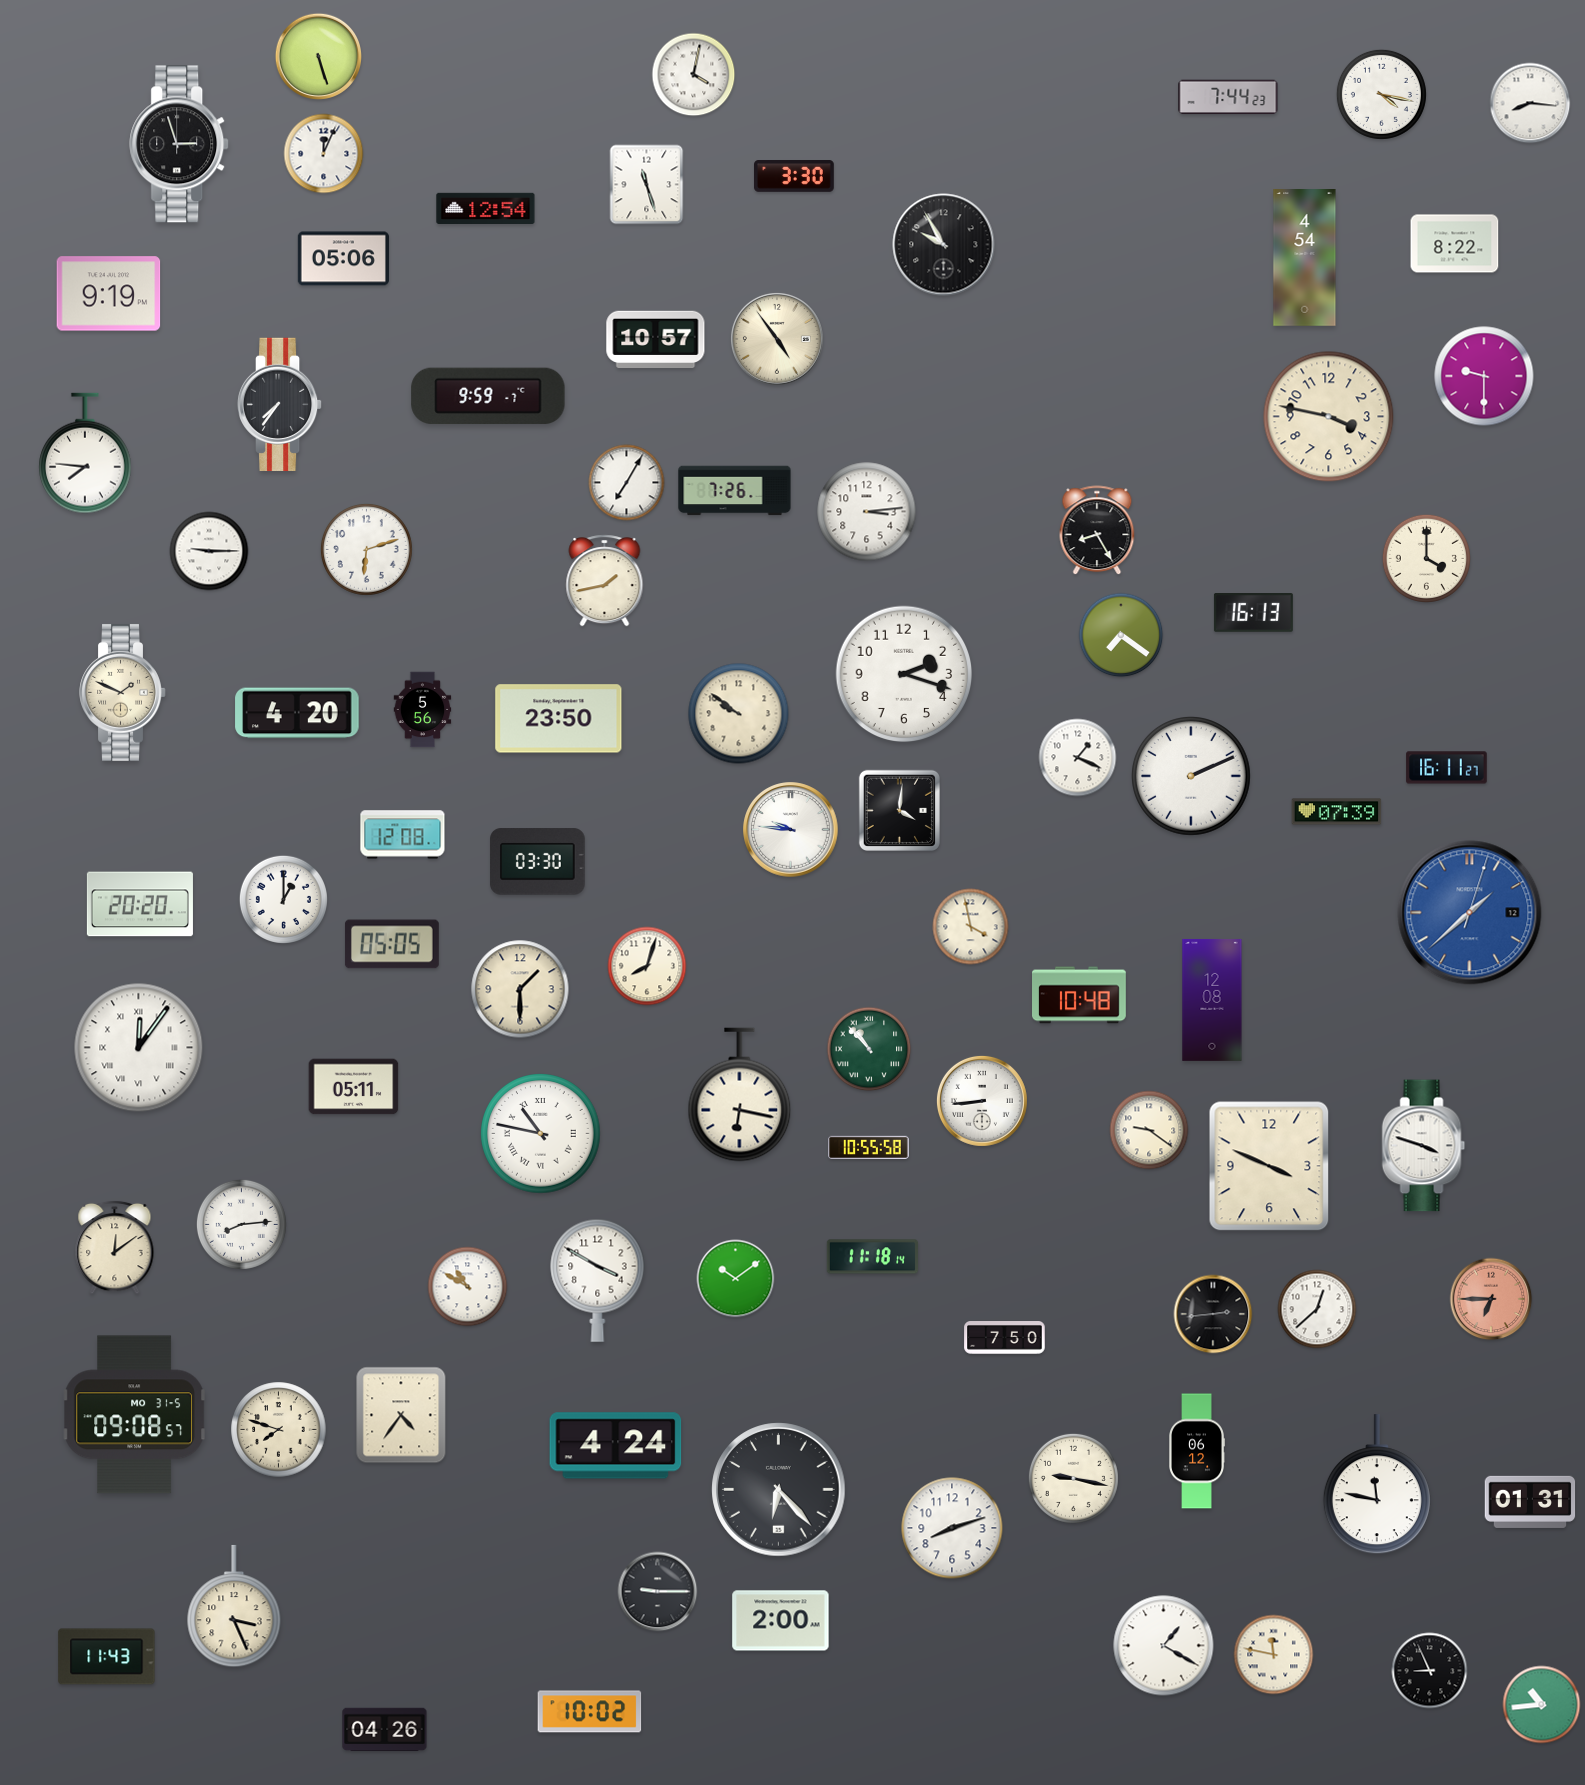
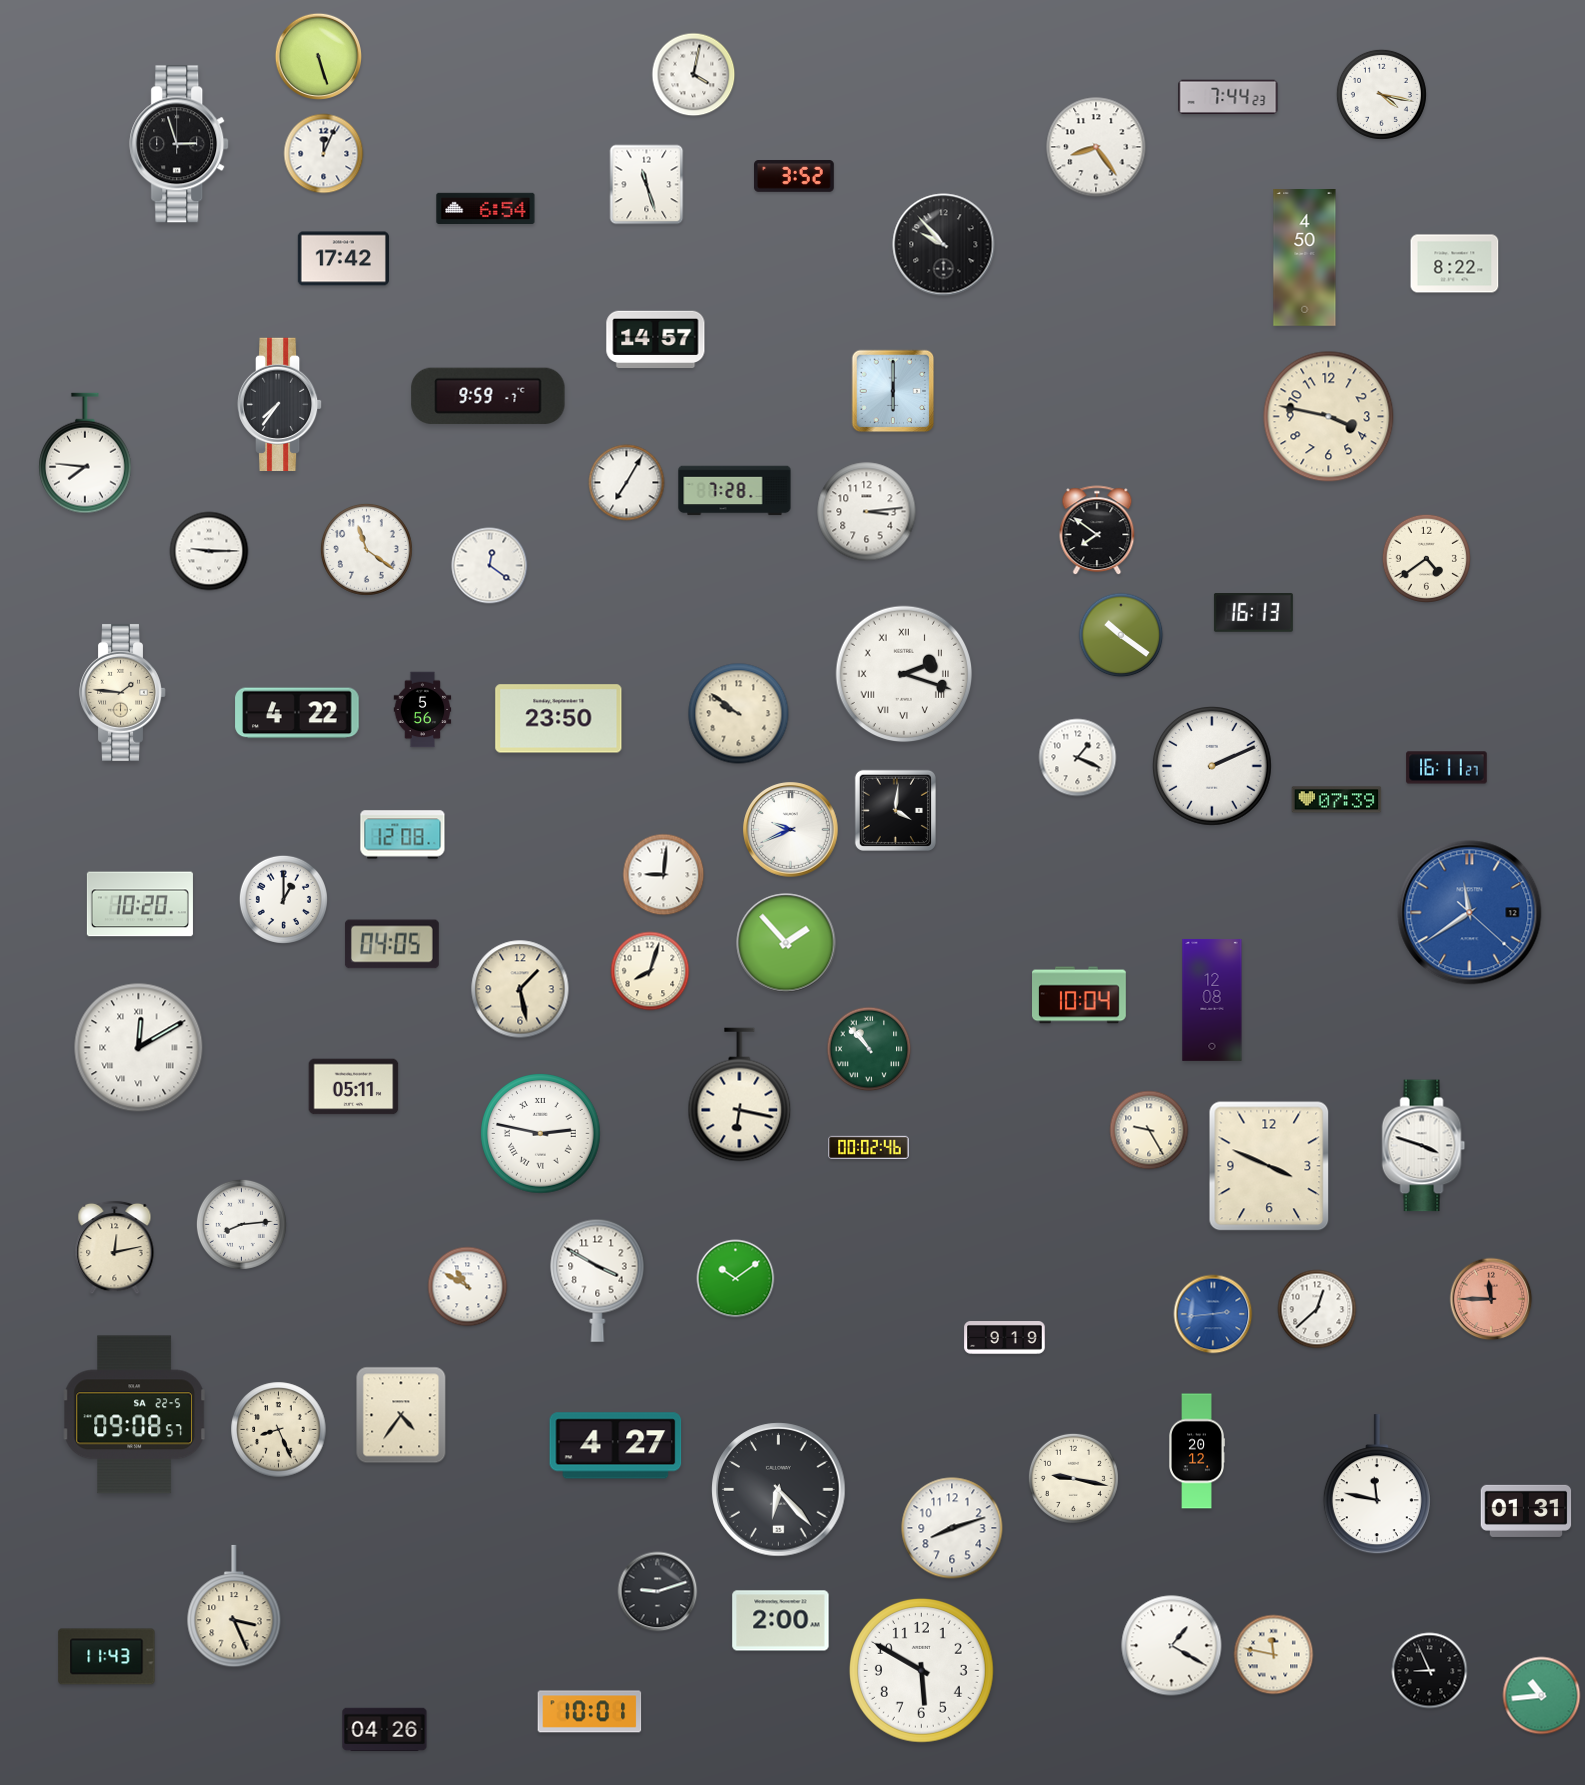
clock at (1530, 103): 8:16 -> none
clock at (1096, 147): none -> 8:24
clock at (795, 177): 3:30 -> 3:52
clock at (486, 208): 12:54 -> 6:54
clock at (1455, 244) position: (1455, 244) -> (1455, 264)
clock at (944, 245): 9:55 -> 9:53
clock at (1305, 258): 4:54 -> 4:50
clock at (343, 259): 05:06 -> 17:42
clock at (109, 294): 9:19 -> none
clock at (777, 339): 4:54 -> none
clock at (656, 340): 10:57 -> 14:57
clock at (1484, 376): 9:30 -> none
clock at (893, 391): none -> 6:00
clock at (735, 491): 7:26 -> 7:28
clock at (1097, 531): 8:25 -> 7:51
clock at (366, 549): 6:12 -> 11:21
clock at (1426, 558): 4:00 -> 4:39
clock at (490, 566): none -> 12:21
clock at (605, 581): 1:43 -> none
clock at (1121, 635): 7:21 -> 10:21
clock at (904, 674) numerals: Arabic -> Roman
clock at (123, 692): 1:49 -> 1:46
clock at (297, 713): 4:20 -> 4:22
clock at (1192, 777) position: (1192, 777) -> (1213, 767)
clock at (899, 810) position: (899, 810) -> (895, 810)
clock at (1337, 812) position: (1337, 812) -> (1337, 800)
clock at (791, 830): 9:46 -> 9:41
clock at (538, 862): 03:30 -> none
clock at (664, 875): none -> 9:01
clock at (140, 904): 20:20 -> 10:20
clock at (1470, 913): 1:38 -> 11:39
clock at (971, 927): 3:58 -> none
clock at (786, 943): none -> 1:53
clock at (392, 944): 05:05 -> 04:05
clock at (647, 966) position: (647, 966) -> (650, 971)
clock at (520, 989): 1:30 -> 1:28
clock at (1080, 995): 10:48 -> 10:04
clock at (139, 1048): 12:06 -> 12:10
clock at (982, 1101): 8:44 -> none
clock at (1149, 1130): 9:21 -> 9:25
clock at (541, 1134): 10:47 -> 2:47
clock at (869, 1147): 10:55 -> 00:02
clock at (115, 1247): 12:09 -> 12:13
clock at (872, 1257): 11:18 -> none
clock at (1491, 1299): 6:45 -> 11:45
clock at (1213, 1314) dial: black -> blue
clock at (1005, 1338): 7:50 -> 9:19
clock at (134, 1415) date: MO 31-5 -> SA 22-5
clock at (279, 1430): 7:48 -> 8:26
clock at (616, 1446): 4:24 -> 4:27
clock at (1197, 1451): 06:12 -> 20:12
clock at (1530, 1502) position: (1530, 1502) -> (1526, 1511)
clock at (658, 1592): 9:15 -> 9:12
clock at (1164, 1646) position: (1164, 1646) -> (1172, 1646)
clock at (921, 1670): none -> 5:50
clock at (1542, 1705) position: (1542, 1705) -> (1542, 1696)
clock at (590, 1712): 10:02 -> 10:01
